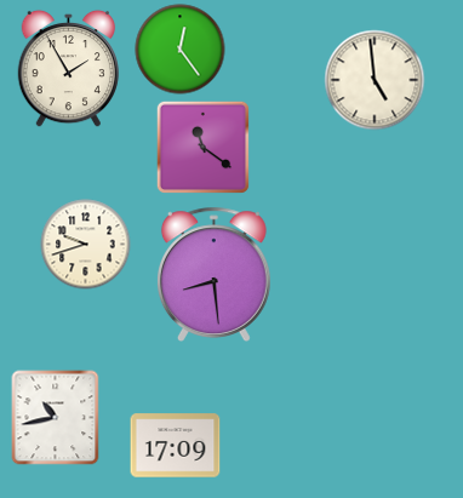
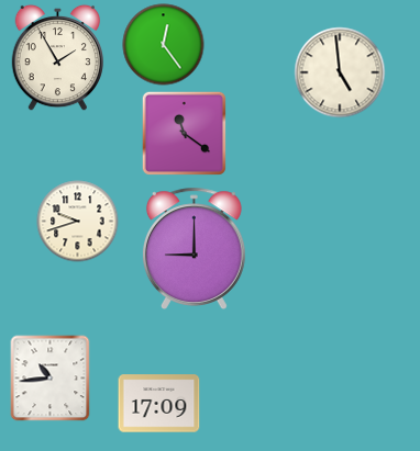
clock at (68, 69) position: (68, 69) -> (57, 58)
clock at (213, 274): 8:29 -> 9:00
clock at (56, 418): 10:43 -> 10:44
